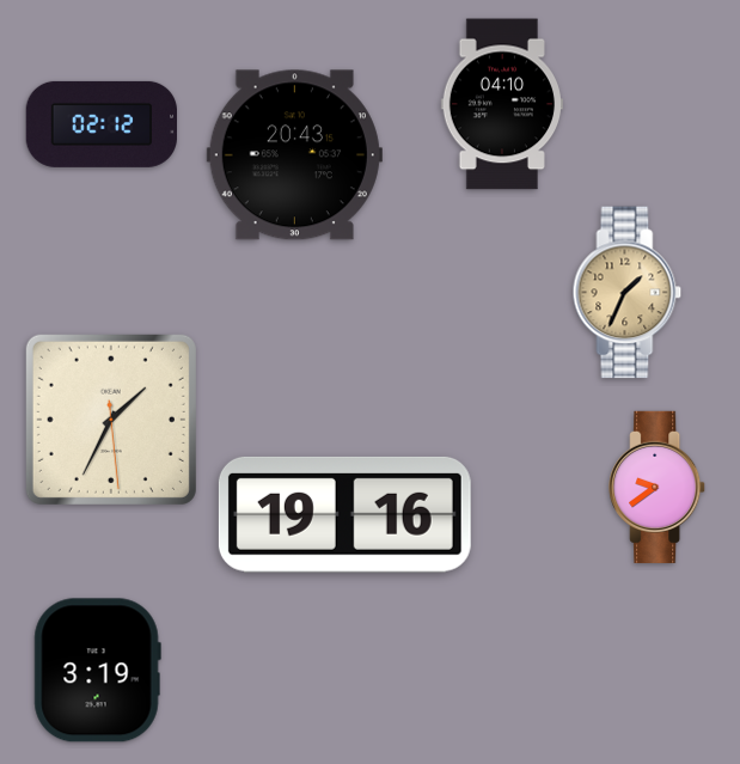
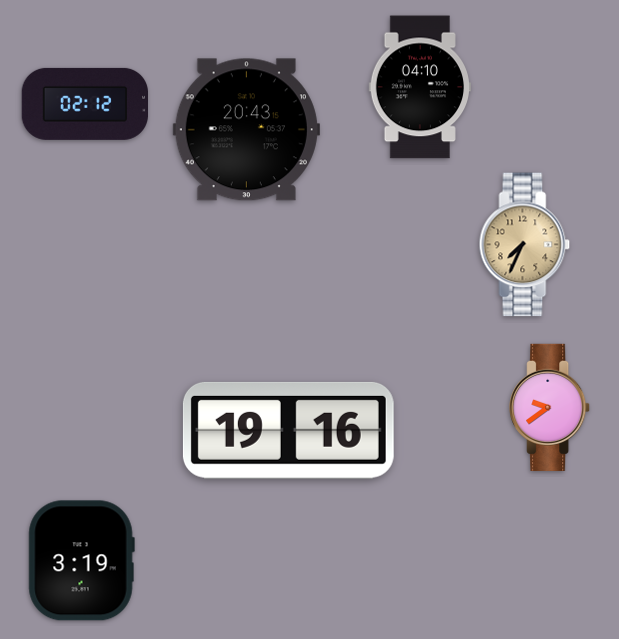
clock at (628, 293): 1:34 -> 7:34
clock at (111, 420): 1:34 -> none
